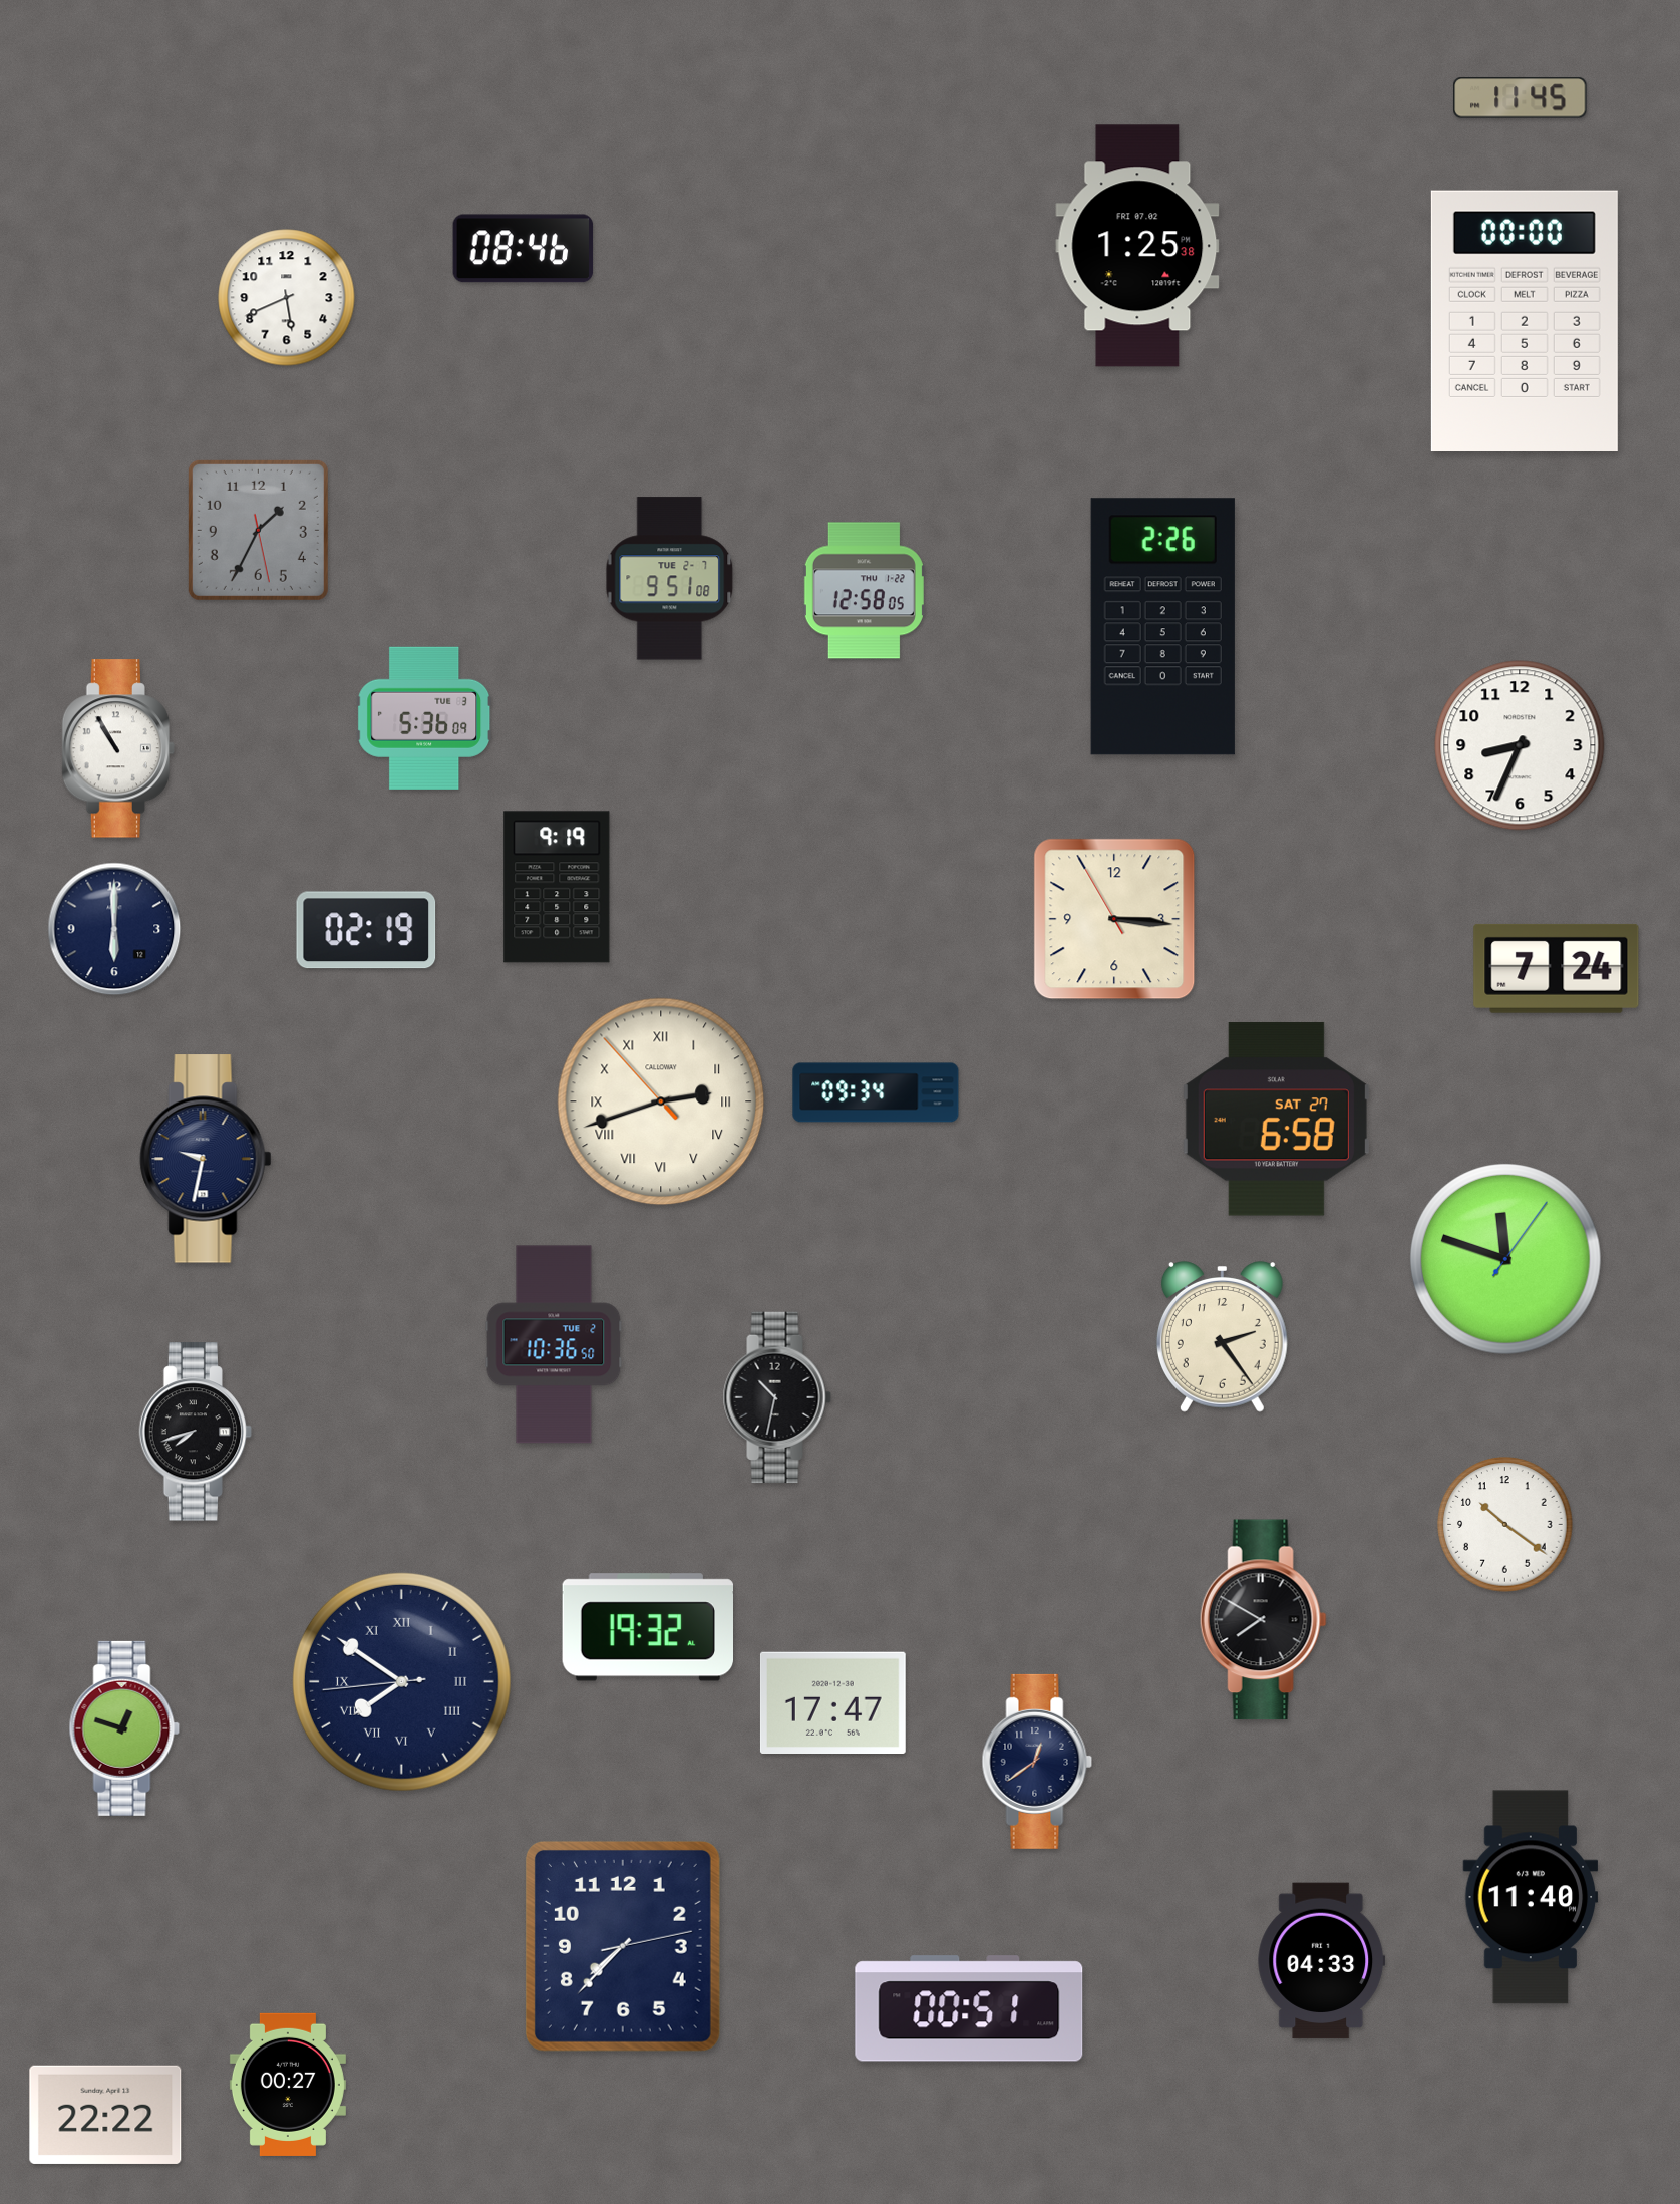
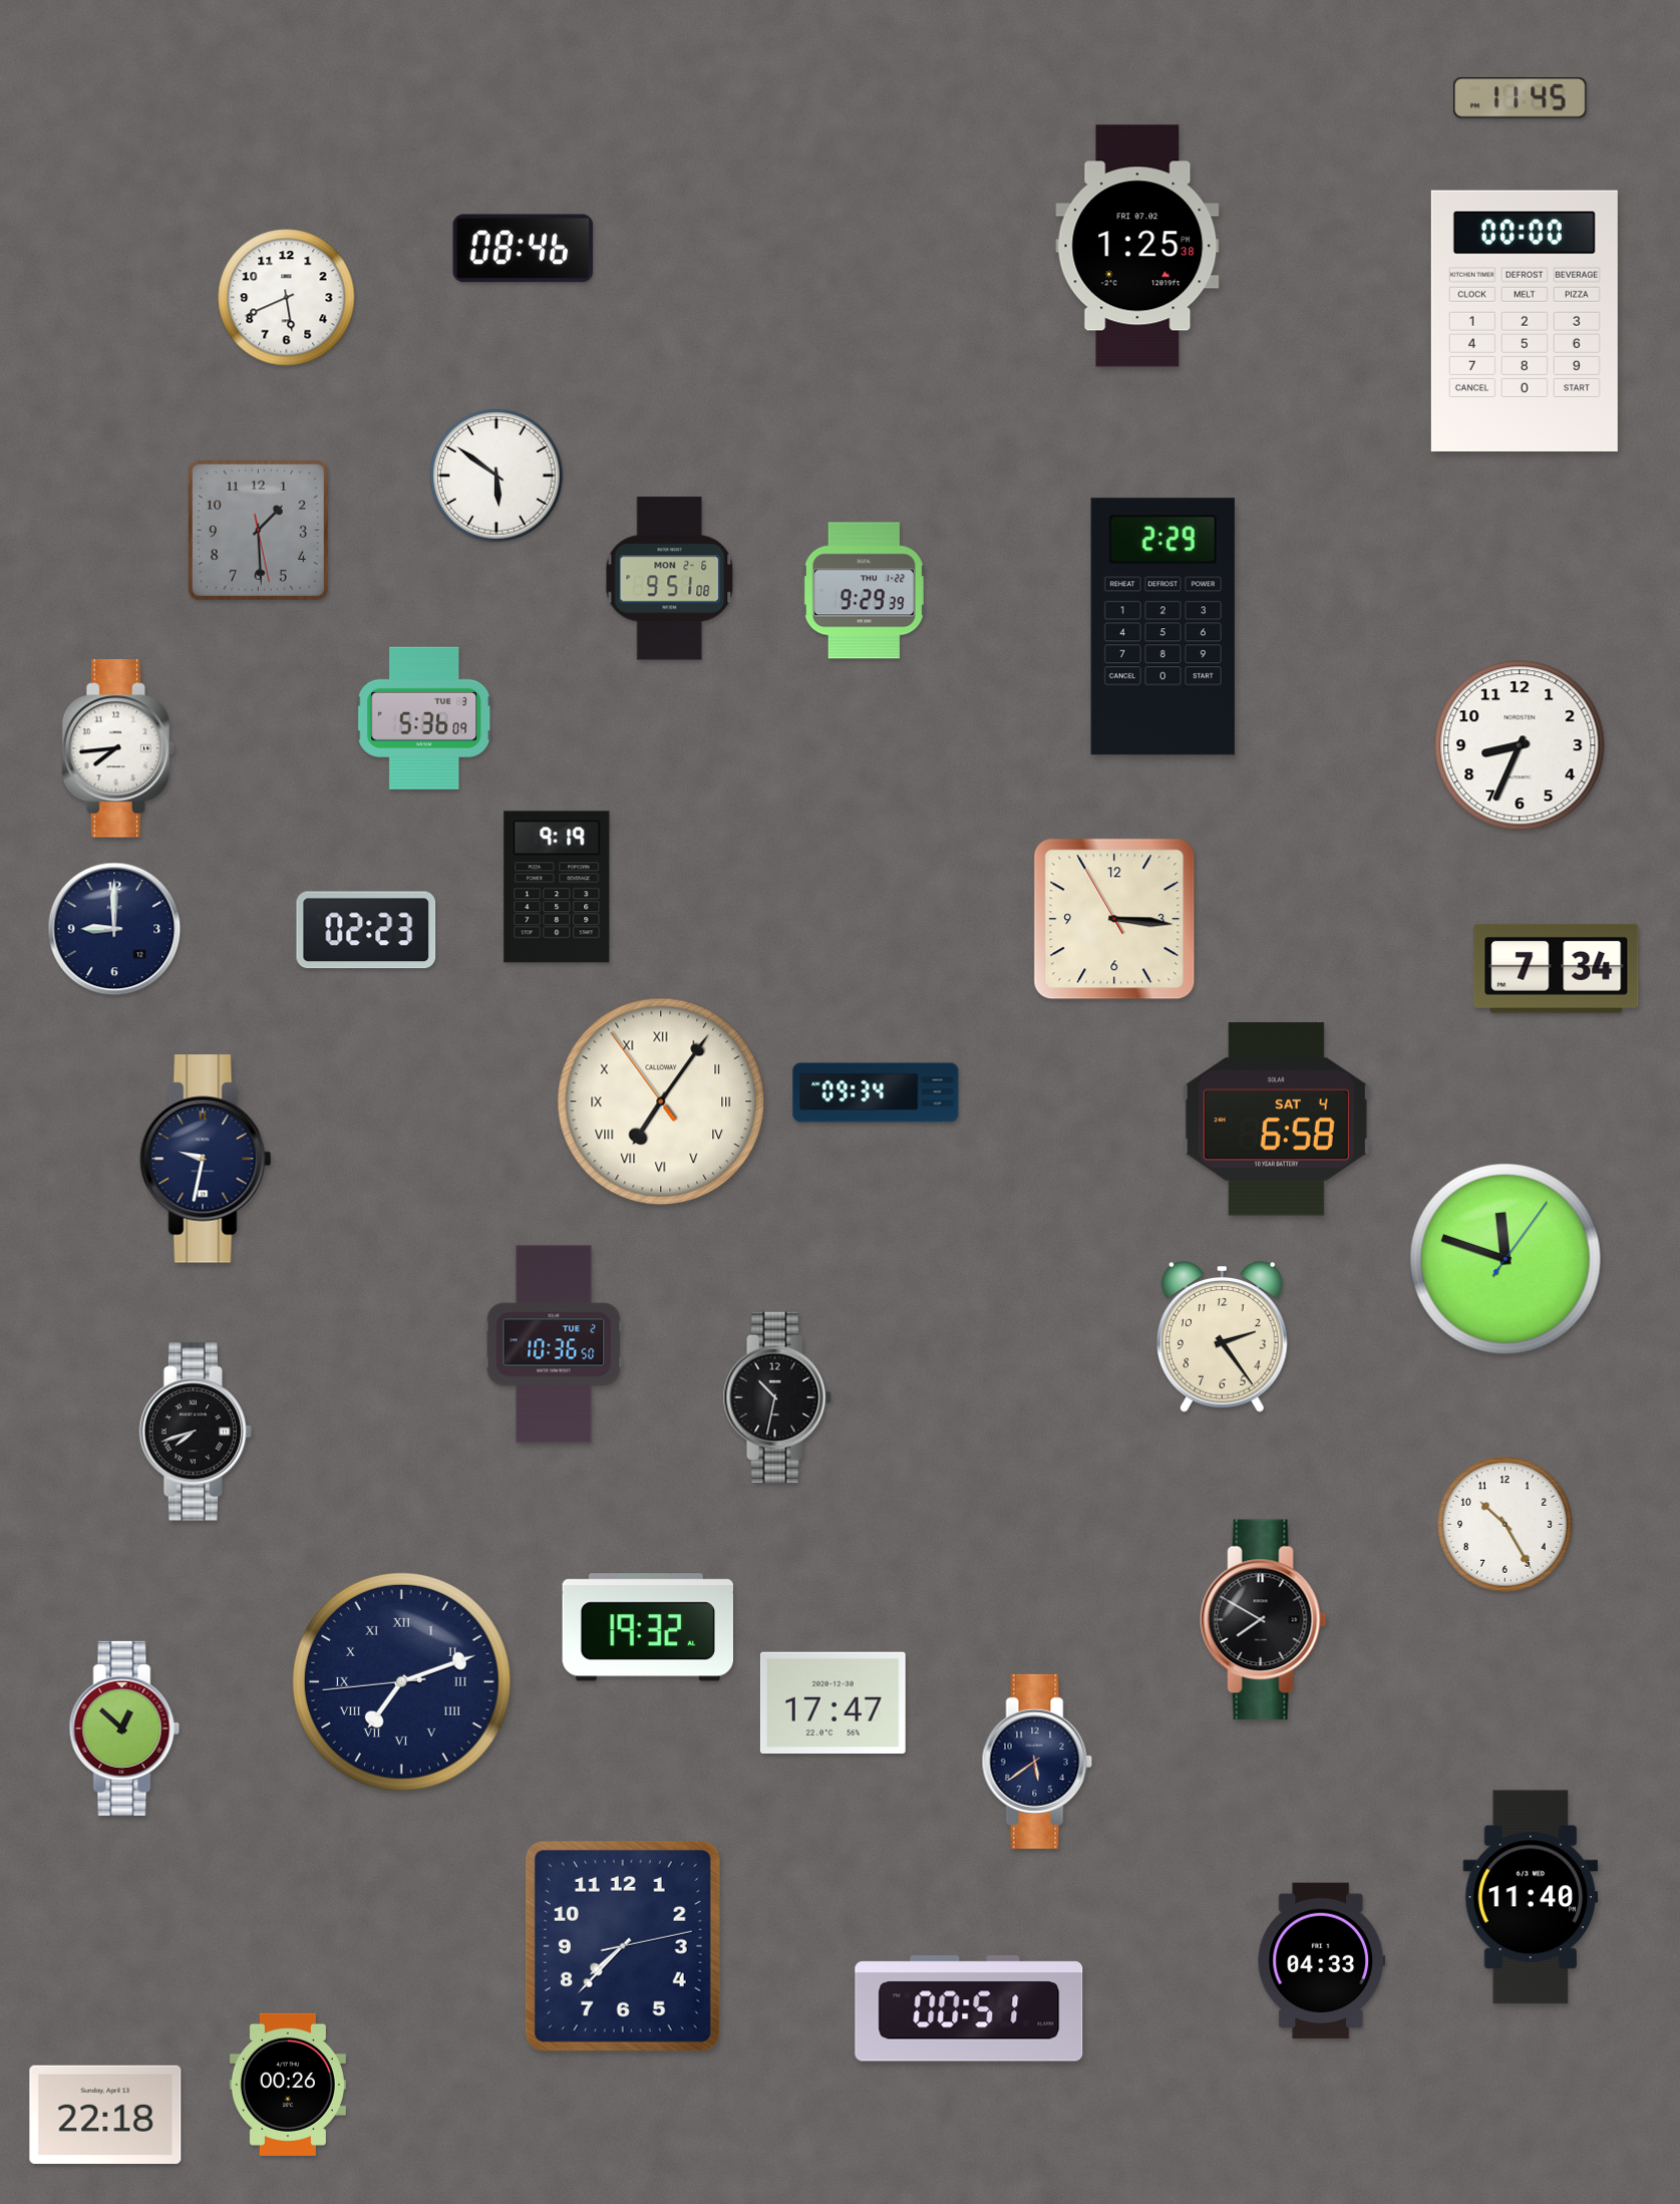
clock at (497, 477): none -> 5:51
clock at (258, 530): 1:34 -> 1:29
clock at (670, 579) date: TUE 2-7 -> MON 2-6
clock at (864, 591): 12:58 -> 9:29
clock at (1162, 627): 2:26 -> 2:29
clock at (118, 748): 10:55 -> 7:44
clock at (114, 929): 6:00 -> 9:00
clock at (366, 930): 02:19 -> 02:23
clock at (1557, 968): 7:24 -> 7:34
clock at (661, 1101): 2:41 -> 7:05
clock at (1276, 1120) date: SAT 27 -> SAT 4
clock at (1505, 1525): 10:21 -> 10:25
clock at (401, 1681): 7:50 -> 7:11
clock at (124, 1728): 12:48 -> 12:52
clock at (1037, 1762): 12:39 -> 5:39
clock at (288, 2085): 00:27 -> 00:26
clock at (105, 2115): 22:22 -> 22:18
